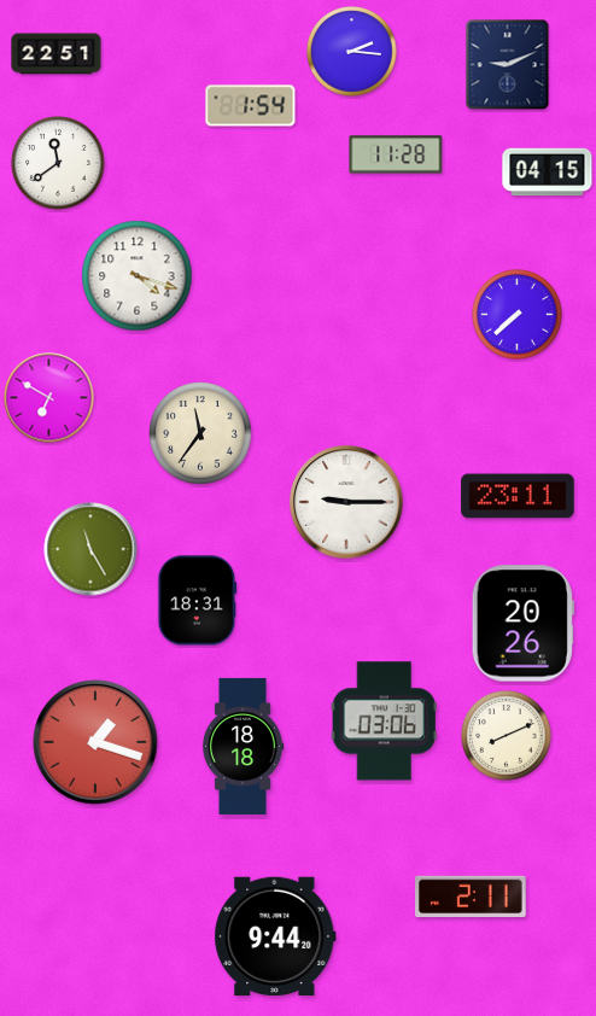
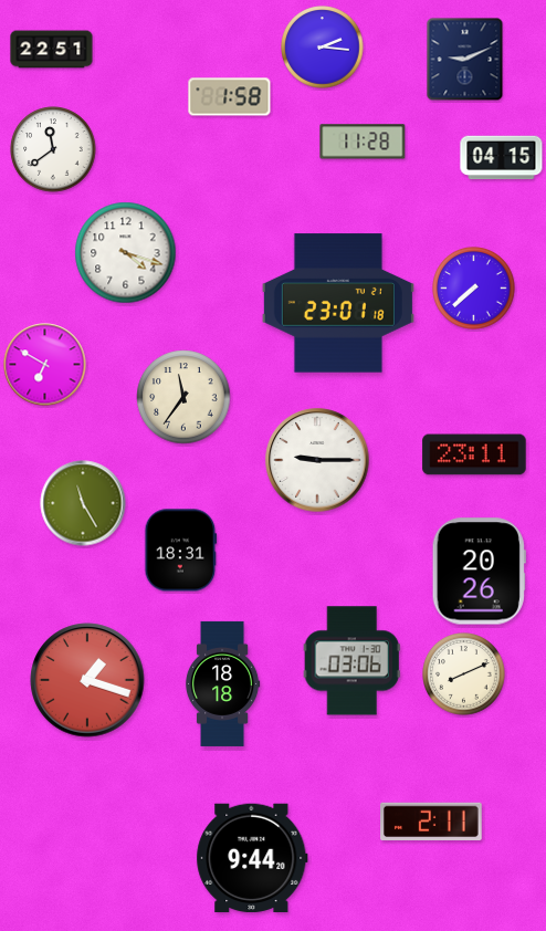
clock at (251, 106): 1:54 -> 1:58
clock at (338, 303): none -> 23:01
